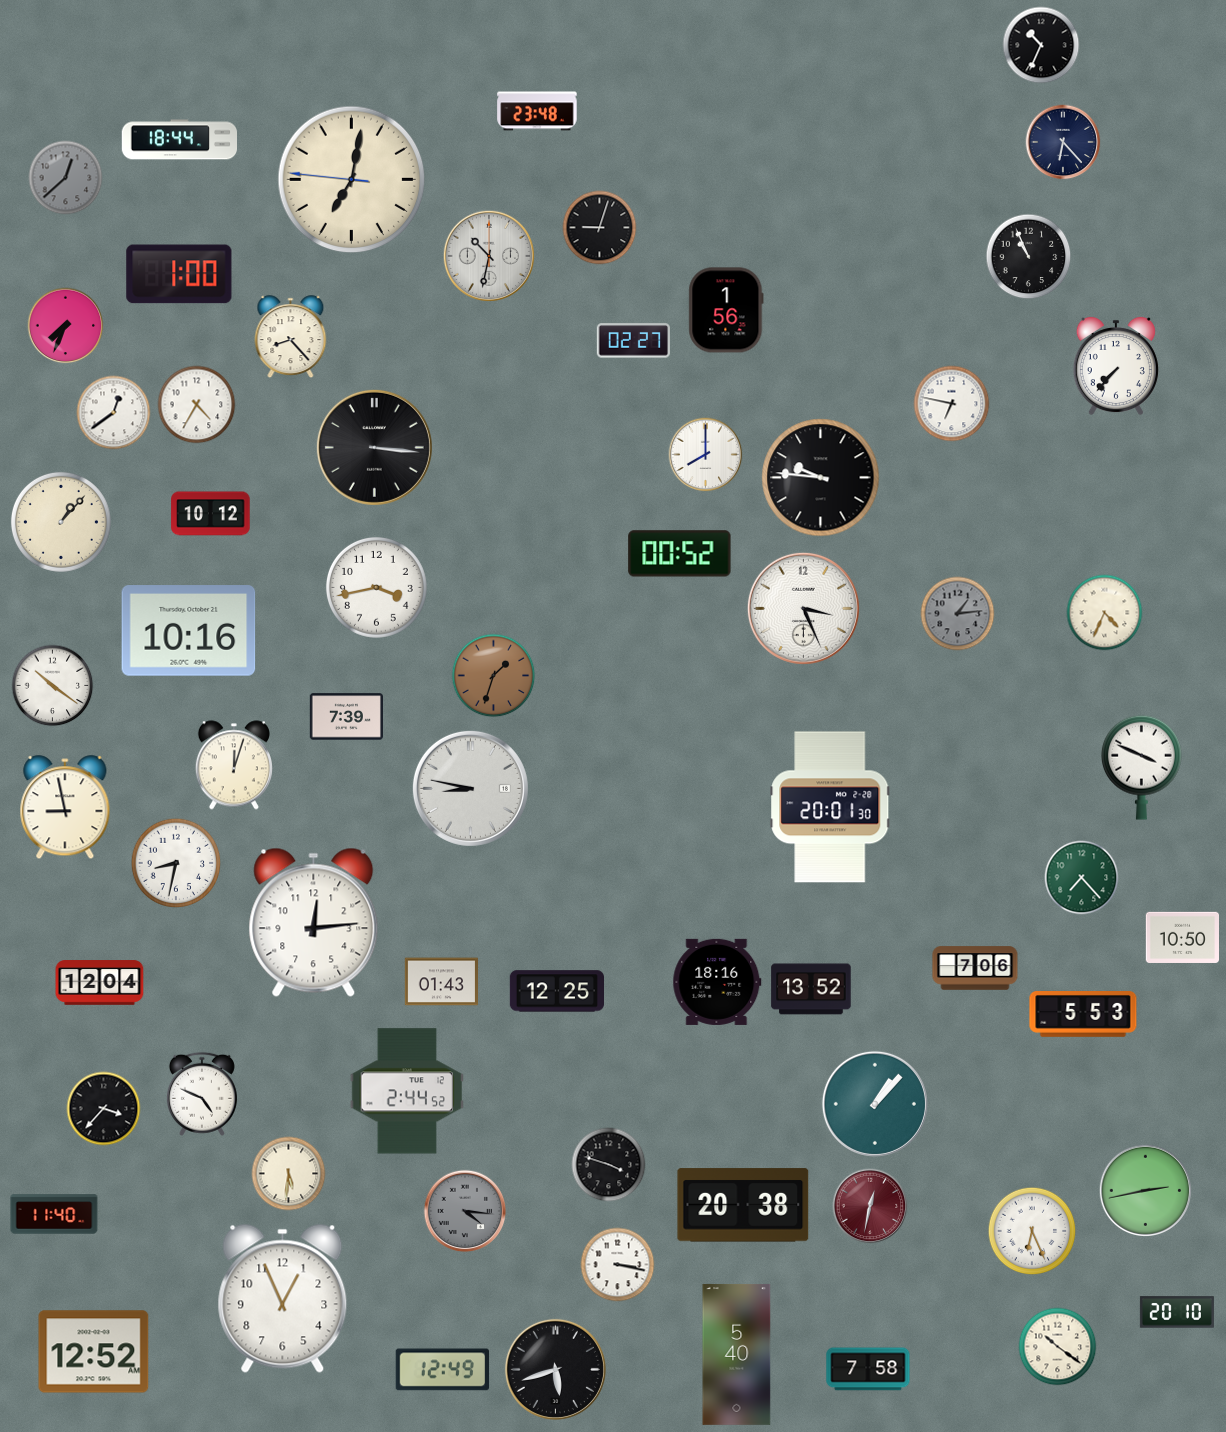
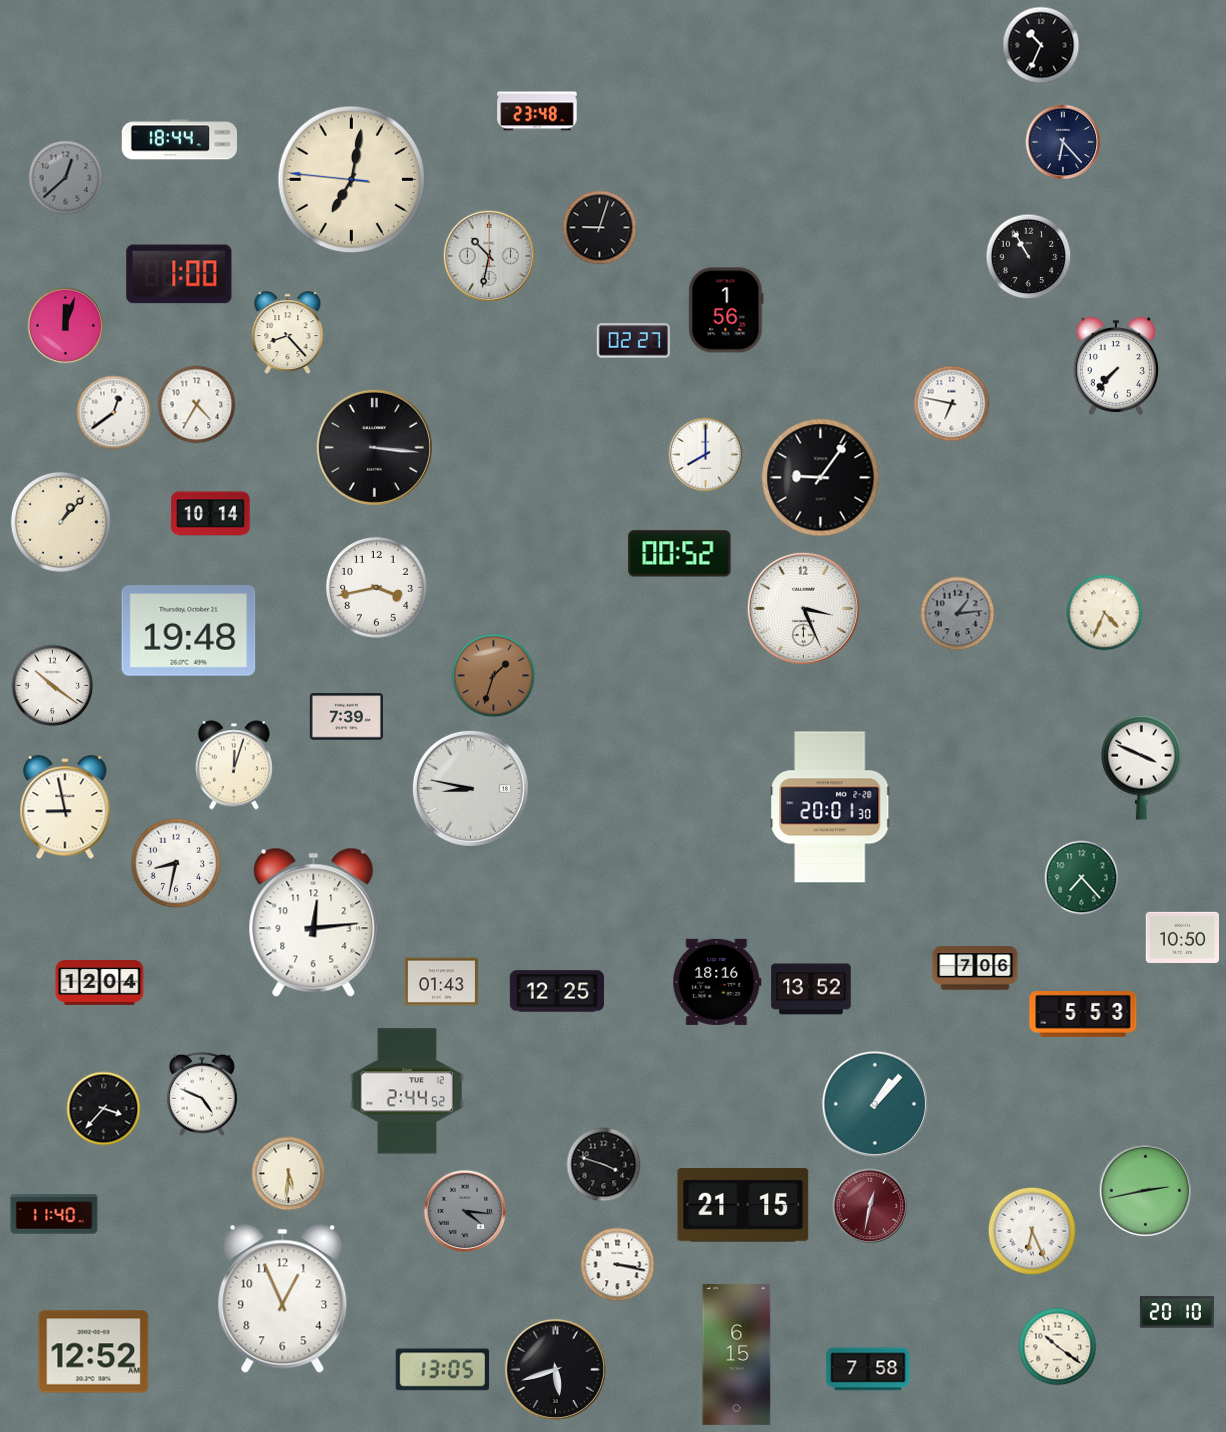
clock at (1029, 257): 10:56 -> 10:55
clock at (66, 326): 7:34 -> 12:03
clock at (291, 337) position: (291, 337) -> (288, 333)
clock at (821, 478): 9:46 -> 9:06
clock at (211, 514): 10:12 -> 10:14
clock at (189, 631): 10:16 -> 19:48
clock at (609, 1165) position: (609, 1165) -> (604, 1165)
clock at (743, 1205): 20:38 -> 21:15
clock at (737, 1354): 5:40 -> 6:15
clock at (443, 1370): 12:49 -> 13:05
